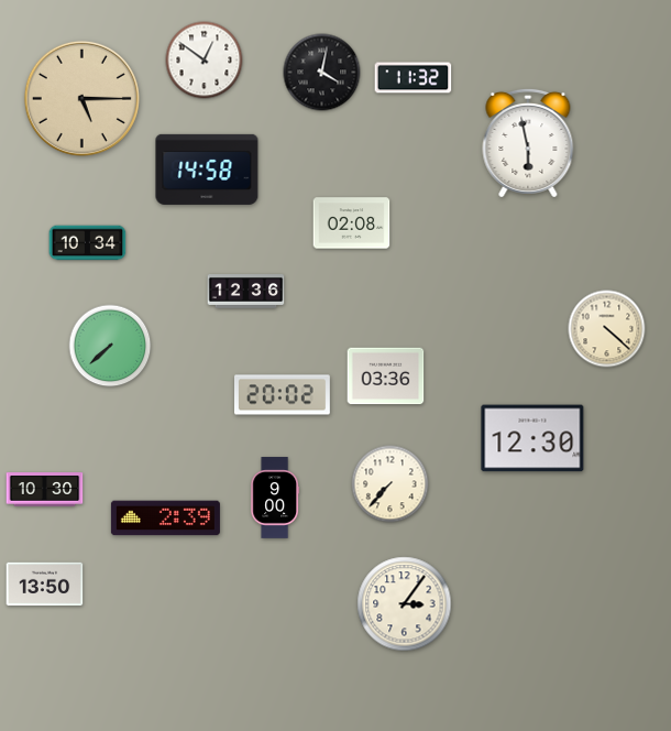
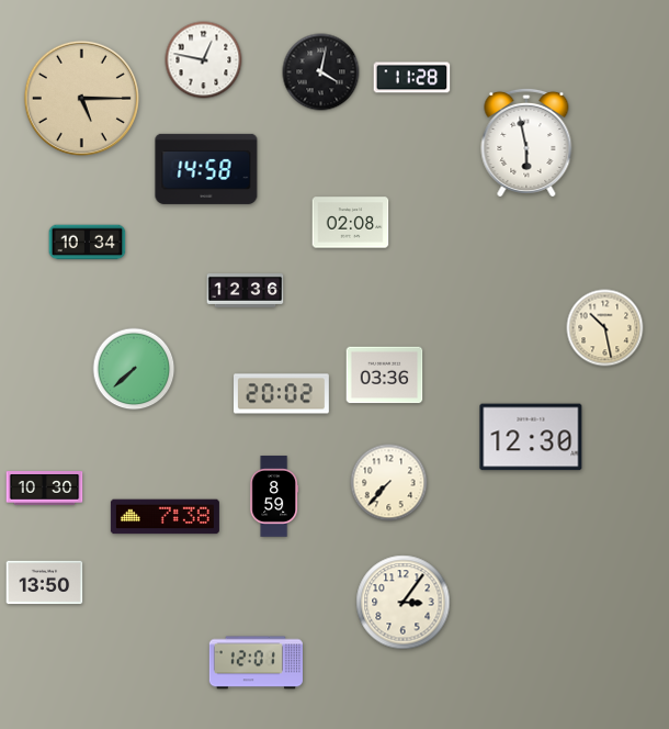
clock at (205, 61): 12:51 -> 12:47
clock at (414, 78): 11:32 -> 11:28
clock at (607, 329): 4:22 -> 10:28
clock at (110, 346) position: (110, 346) -> (134, 369)
clock at (274, 498): 9:00 -> 8:59
clock at (165, 519): 2:39 -> 7:38
clock at (256, 663): none -> 12:01
